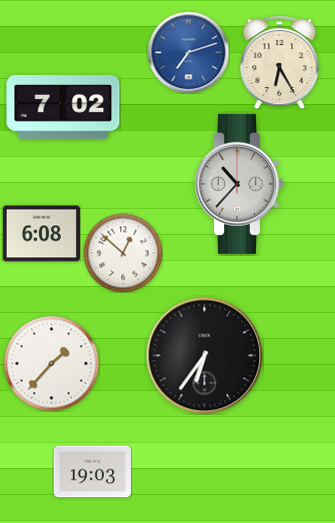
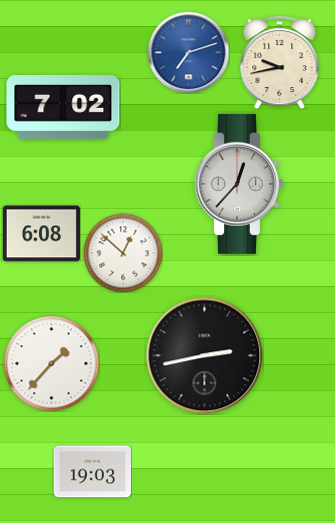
clock at (280, 62): 6:25 -> 9:43
clock at (238, 184): 10:37 -> 12:37
clock at (204, 355): 6:36 -> 2:43
